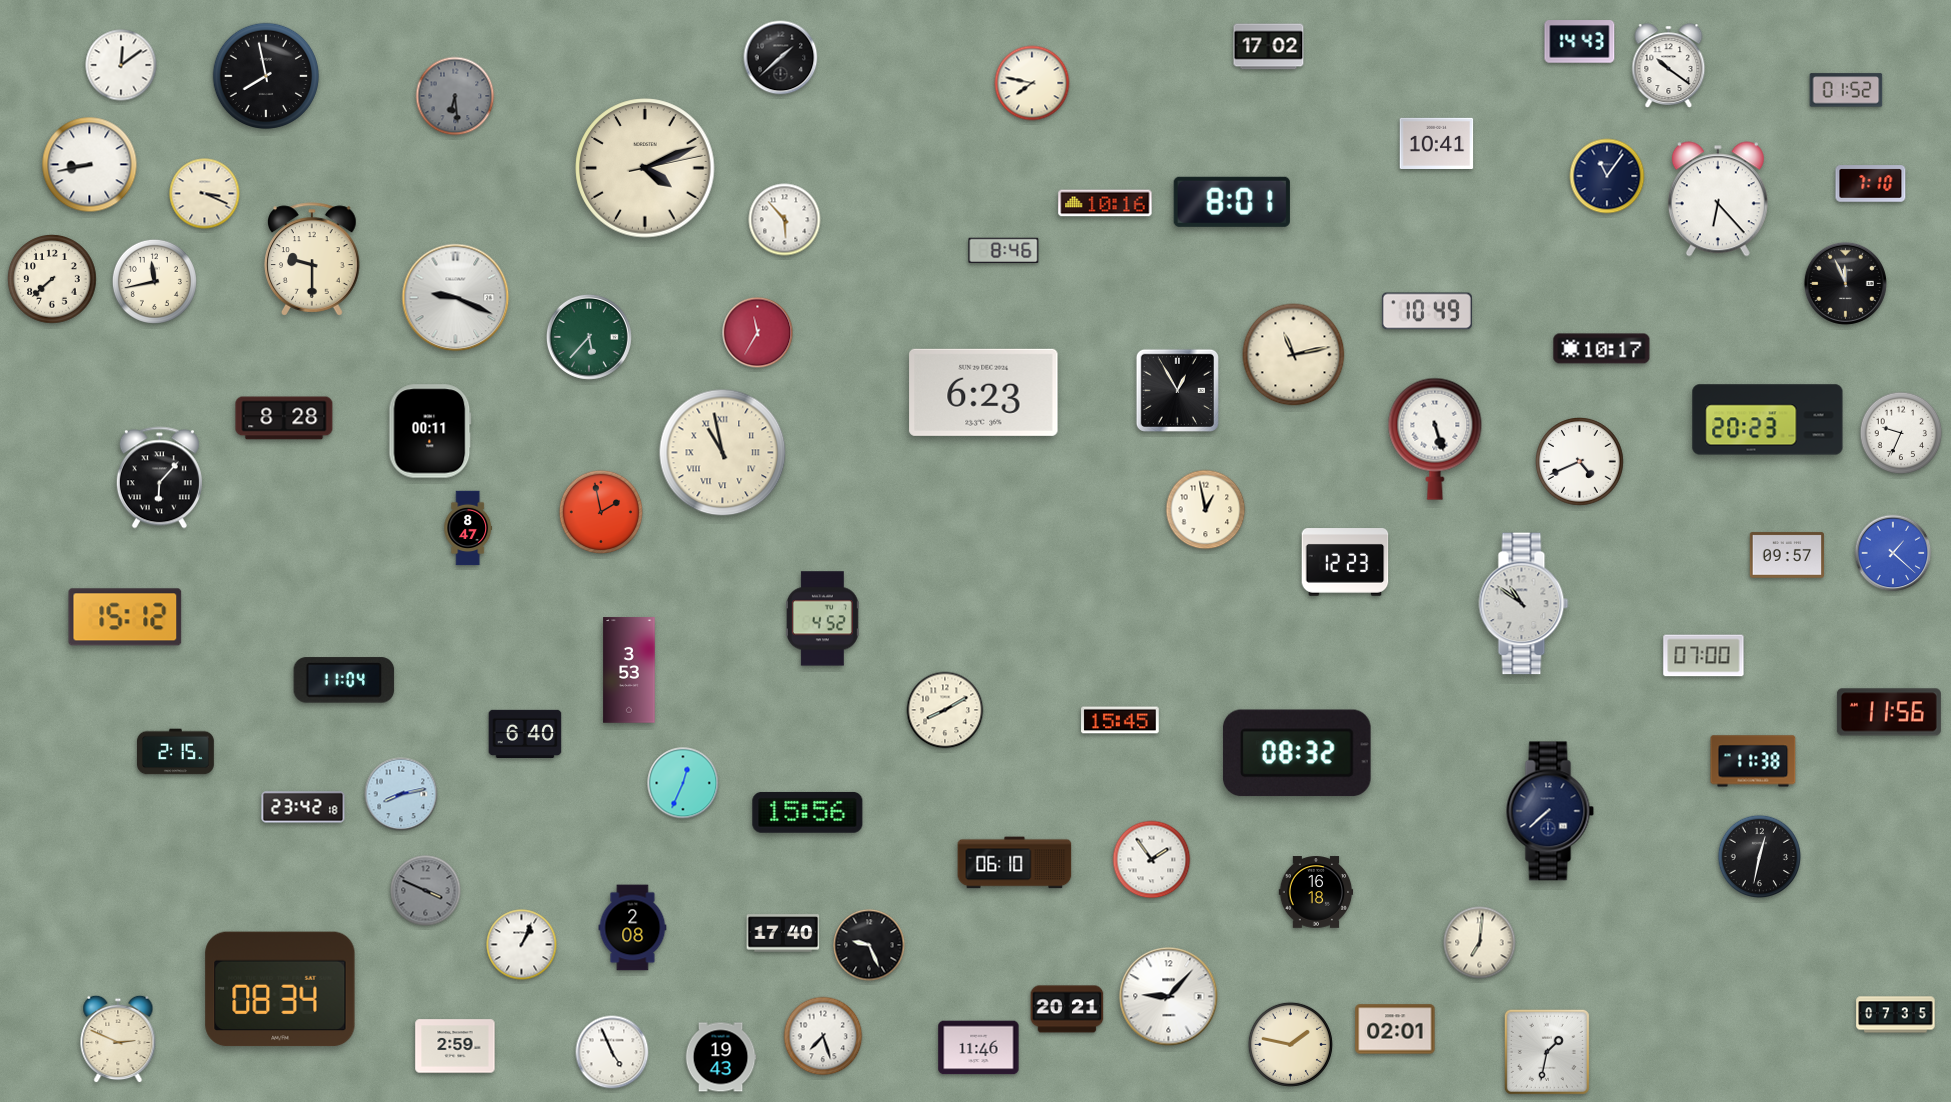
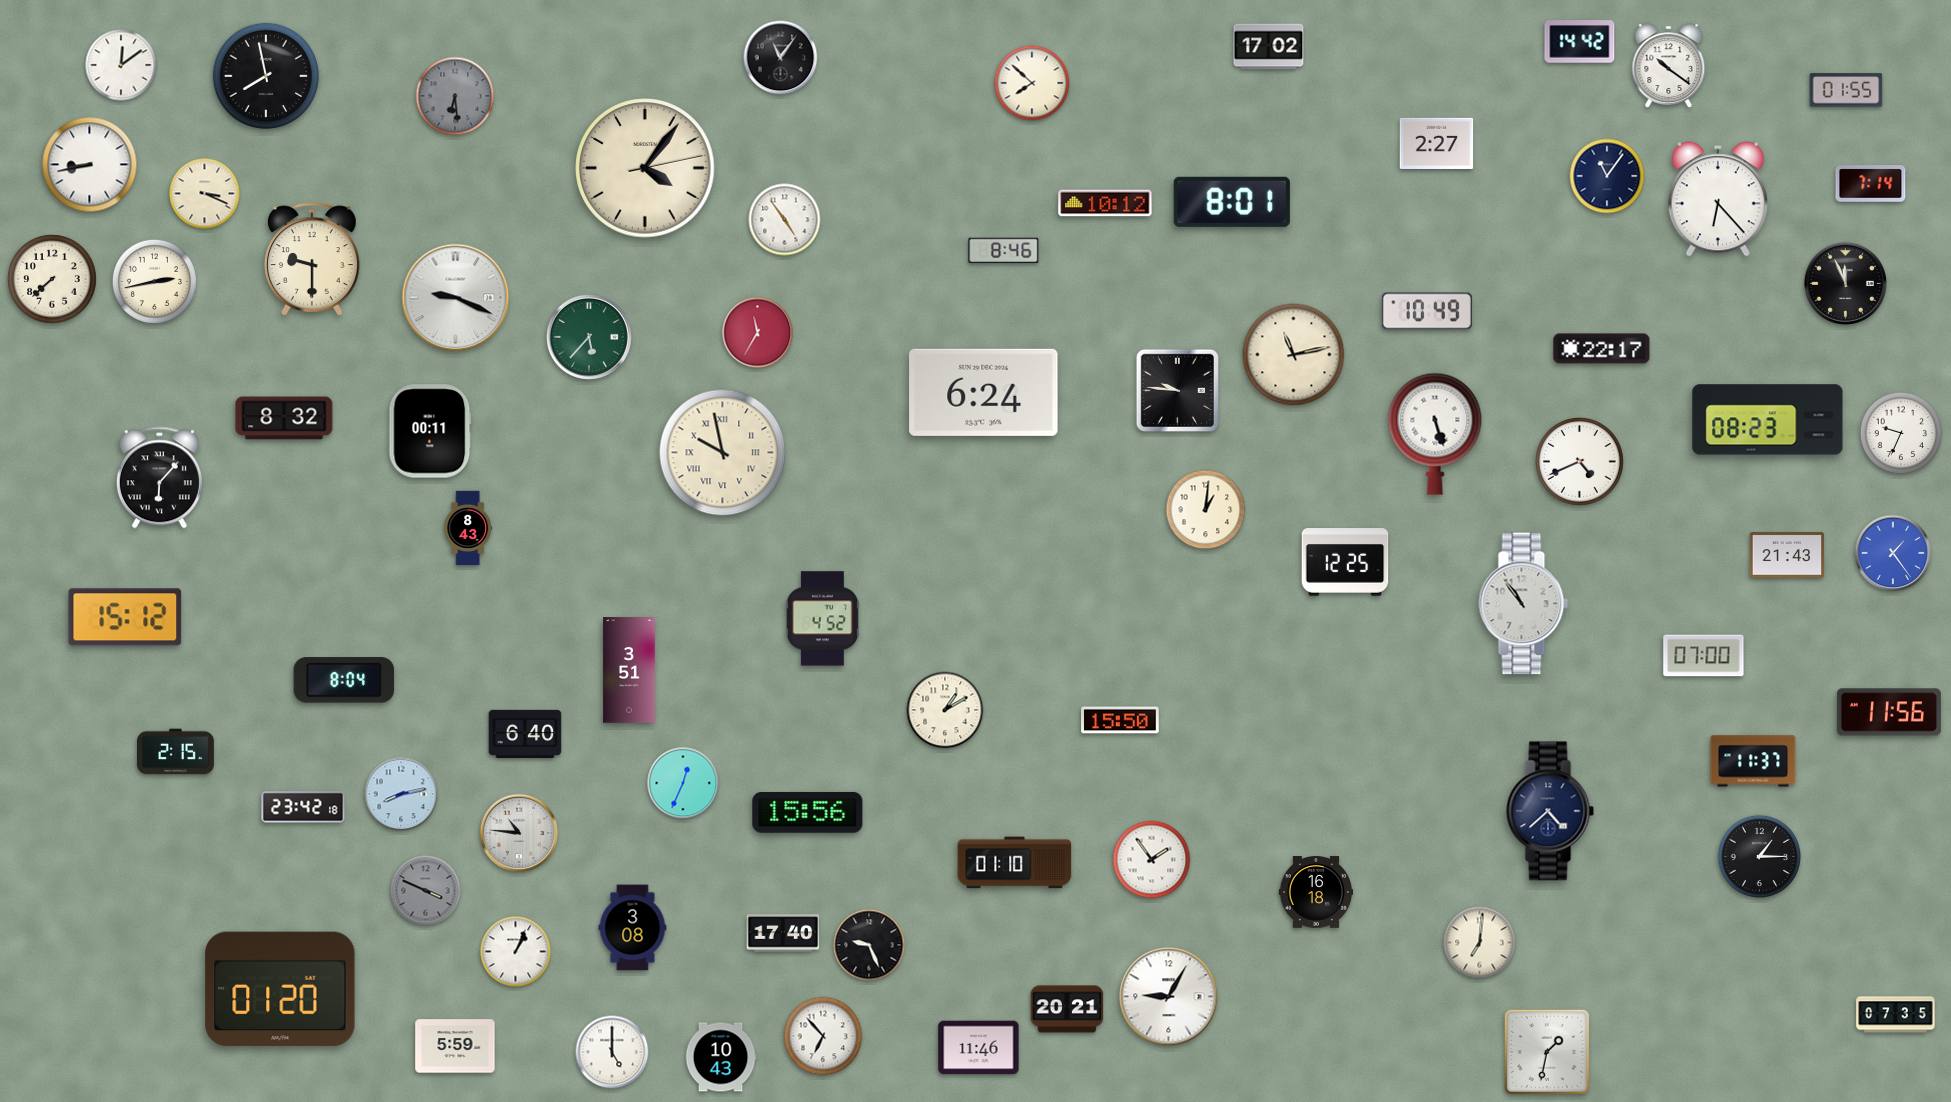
clock at (1580, 42): 14:43 -> 14:42
clock at (781, 58): 1:38 -> 11:06
clock at (1032, 83): 7:47 -> 7:52
clock at (1846, 90): 01:52 -> 01:55
clock at (1437, 143): 10:41 -> 2:27
clock at (645, 168): 4:11 -> 4:06
clock at (1871, 184): 7:10 -> 7:14
clock at (1105, 203): 10:16 -> 10:12
clock at (785, 220): 5:53 -> 4:54
clock at (154, 281): 11:43 -> 2:43
clock at (1602, 349): 10:17 -> 22:17
clock at (1177, 390): 12:55 -> 9:46
clock at (984, 392): 6:23 -> 6:24
clock at (284, 418): 8:28 -> 8:32
clock at (1768, 420): 20:23 -> 08:23
clock at (1435, 439) position: (1435, 439) -> (1435, 434)
clock at (723, 453): 10:58 -> 9:58
clock at (1206, 510): 12:58 -> 1:01
clock at (601, 512): 1:58 -> none
clock at (468, 528): 8:47 -> 8:43
clock at (1893, 553): 1:22 -> 1:24
clock at (1787, 555): 09:57 -> 21:43
clock at (1345, 562): 12:23 -> 12:25
clock at (1524, 604): 10:51 -> 10:54
clock at (629, 670): 3:53 -> 3:51
clock at (344, 680): 11:04 -> 8:04
clock at (945, 710): 8:10 -> 1:10
clock at (1120, 720): 15:45 -> 15:50
clock at (1297, 753): 08:32 -> none
clock at (1753, 761): 11:38 -> 11:37
clock at (1550, 811): 7:38 -> 4:38
clock at (519, 833): none -> 10:46
clock at (1760, 857): 12:32 -> 1:15
clock at (1015, 863): 06:10 -> 01:10
clock at (633, 928): 2:08 -> 3:08
clock at (522, 945) position: (522, 945) -> (516, 952)
clock at (280, 989): 08:34 -> 01:20
clock at (1169, 997): 9:07 -> 9:05
clock at (1395, 1029): 02:01 -> none
clock at (823, 1036): 7:27 -> 6:53
clock at (118, 1039): 2:49 -> none
clock at (1290, 1044): 1:47 -> none
clock at (455, 1046): 2:59 -> 5:59
clock at (612, 1052): 4:56 -> 5:00
clock at (721, 1057): 19:43 -> 10:43
